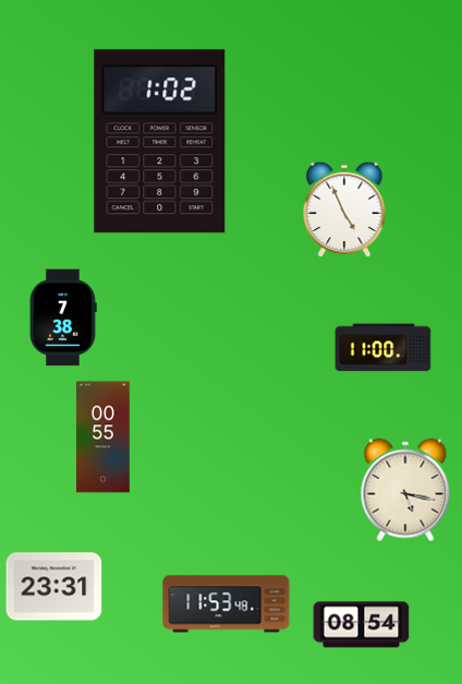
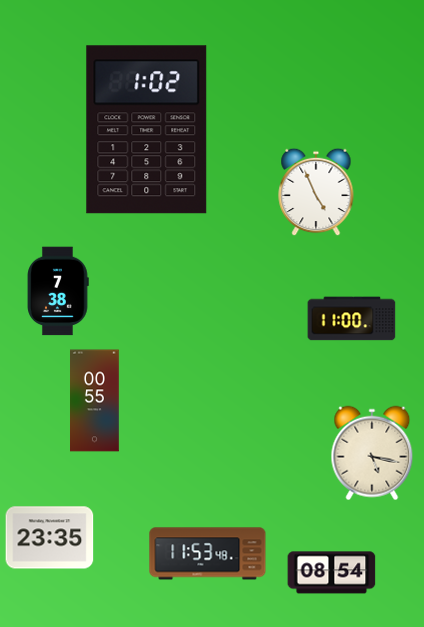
clock at (405, 490) position: (405, 490) -> (372, 453)
clock at (54, 587): 23:31 -> 23:35
